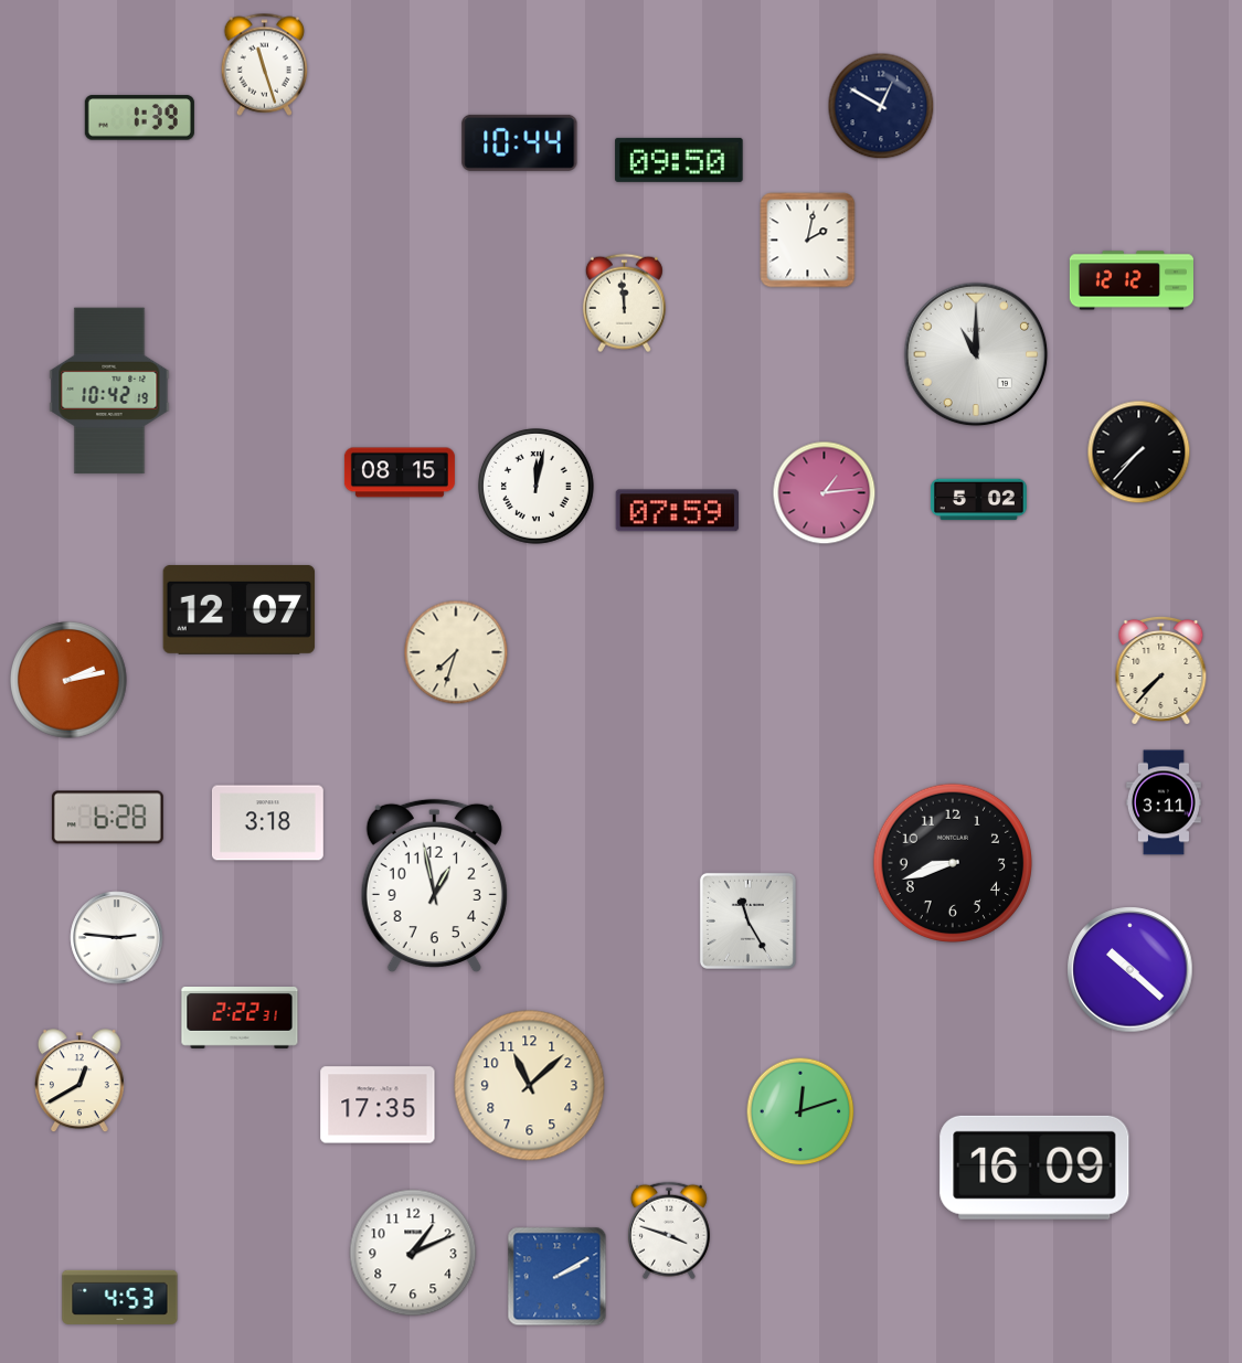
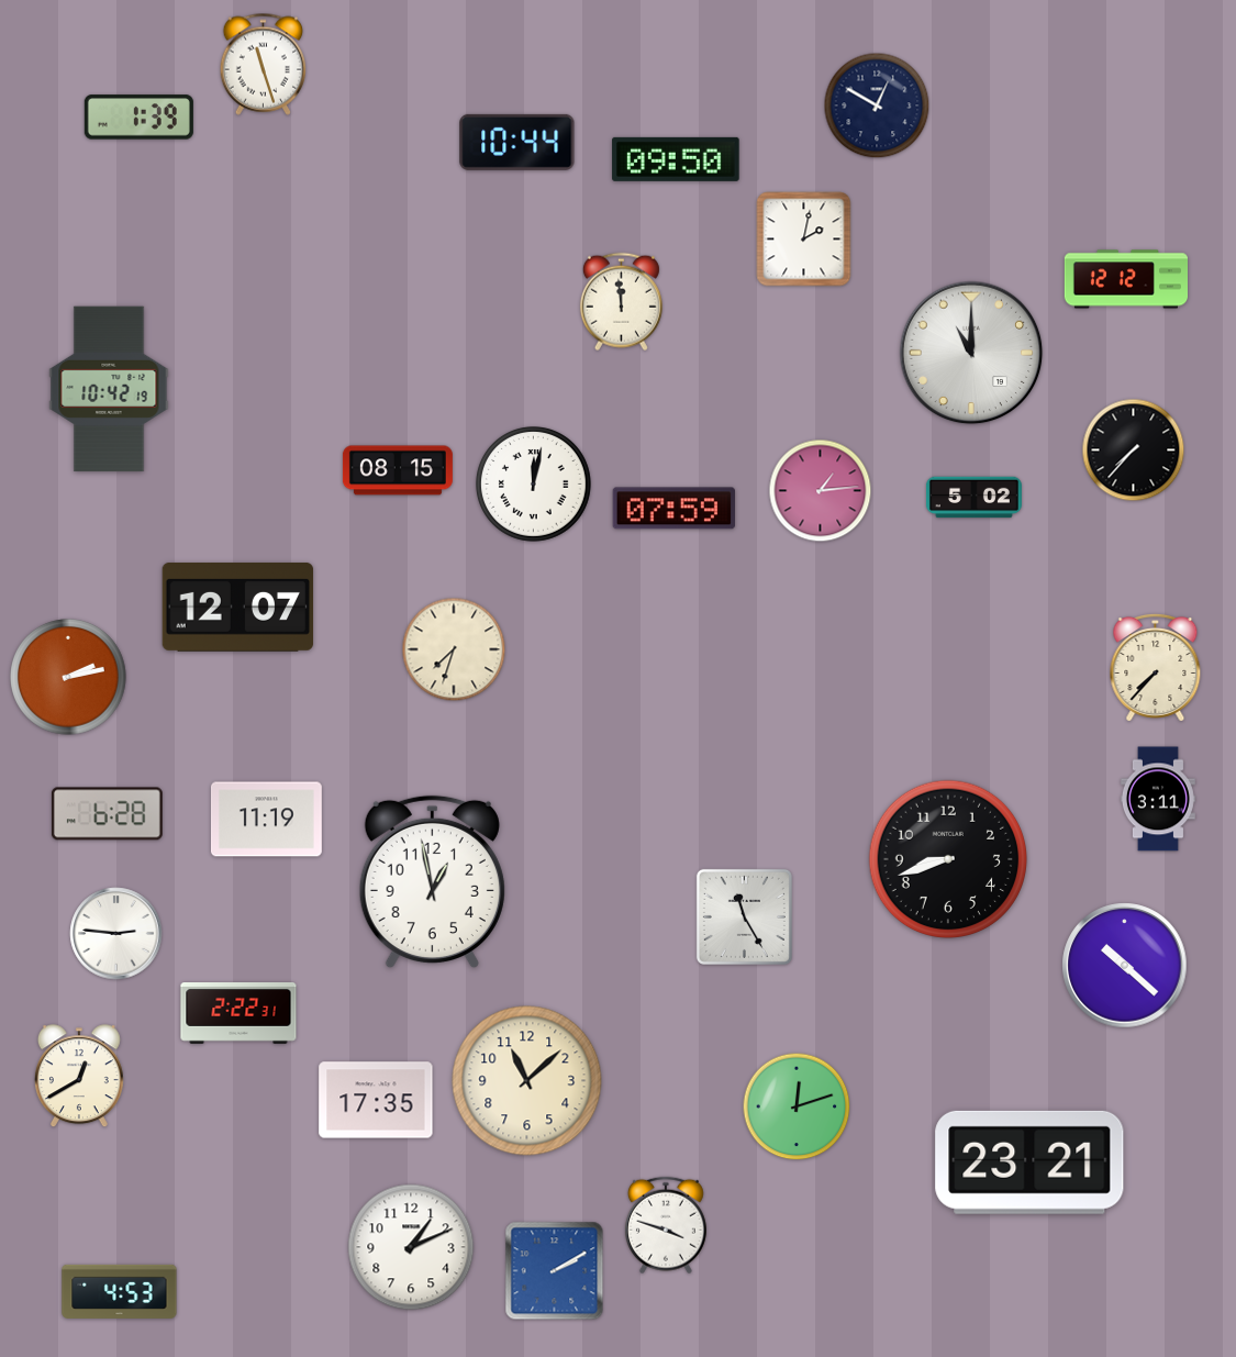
clock at (267, 823): 3:18 -> 11:19
clock at (1034, 1168): 16:09 -> 23:21
